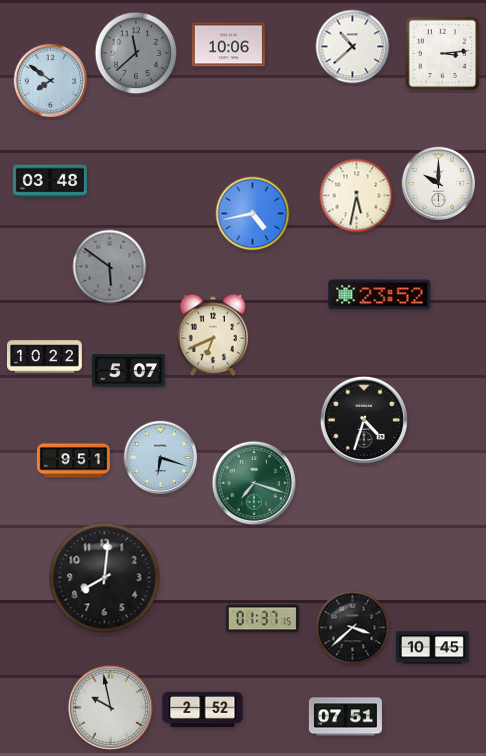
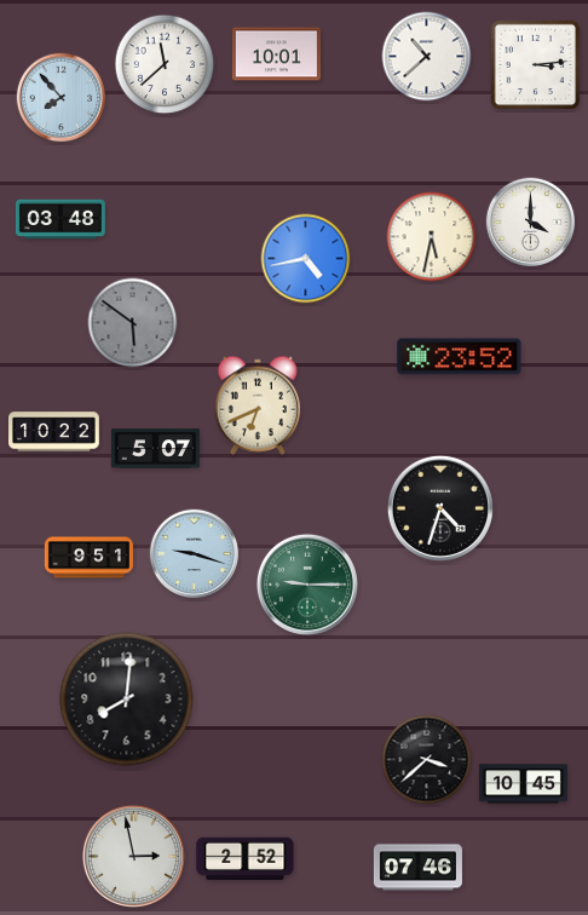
clock at (228, 45): 10:06 -> 10:01
clock at (136, 53) dial: grey -> white
clock at (51, 81): 7:51 -> 7:53
clock at (439, 184): 10:00 -> 4:00
clock at (161, 458): 6:18 -> 9:18
clock at (254, 483): 7:18 -> 9:15
clock at (262, 619): 01:37 -> none
clock at (110, 707): 9:58 -> 2:58
clock at (345, 717): 07:51 -> 07:46
